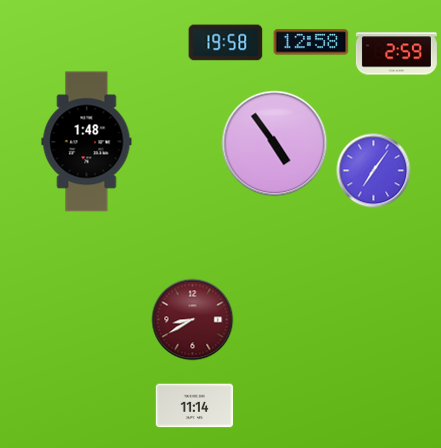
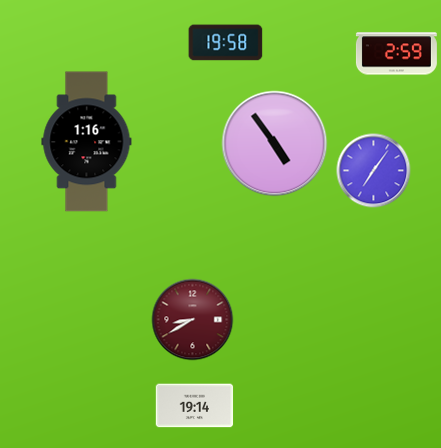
clock at (311, 42): 12:58 -> none
clock at (87, 142): 1:48 -> 1:16
clock at (195, 406): 11:14 -> 19:14
